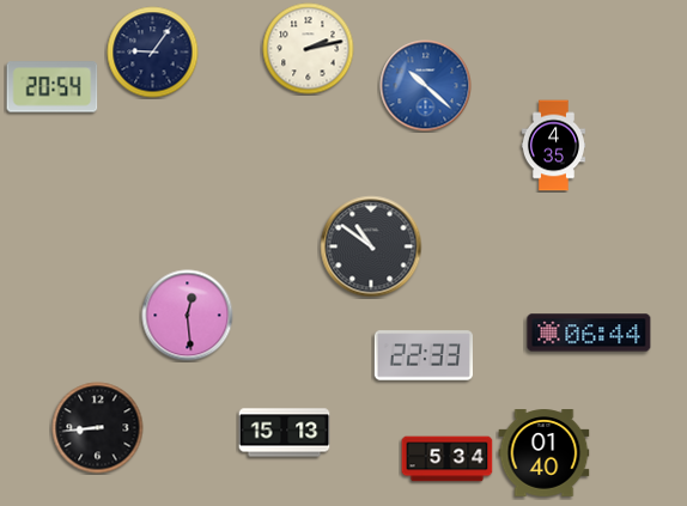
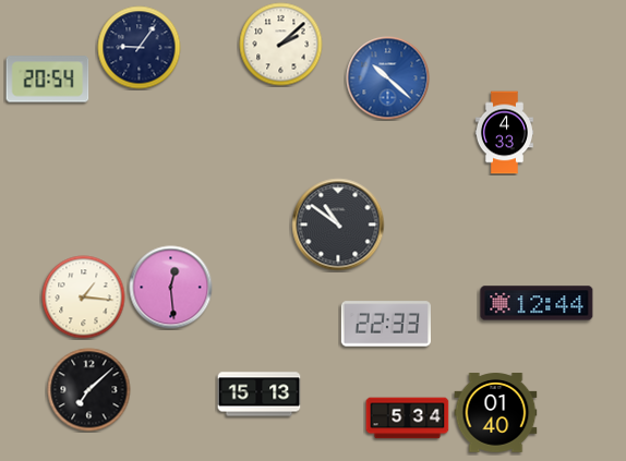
clock at (309, 49): 2:13 -> 2:08
clock at (553, 146): 4:35 -> 4:33
clock at (84, 298): none -> 1:16
clock at (589, 333): 06:44 -> 12:44
clock at (98, 428): 8:44 -> 7:08
